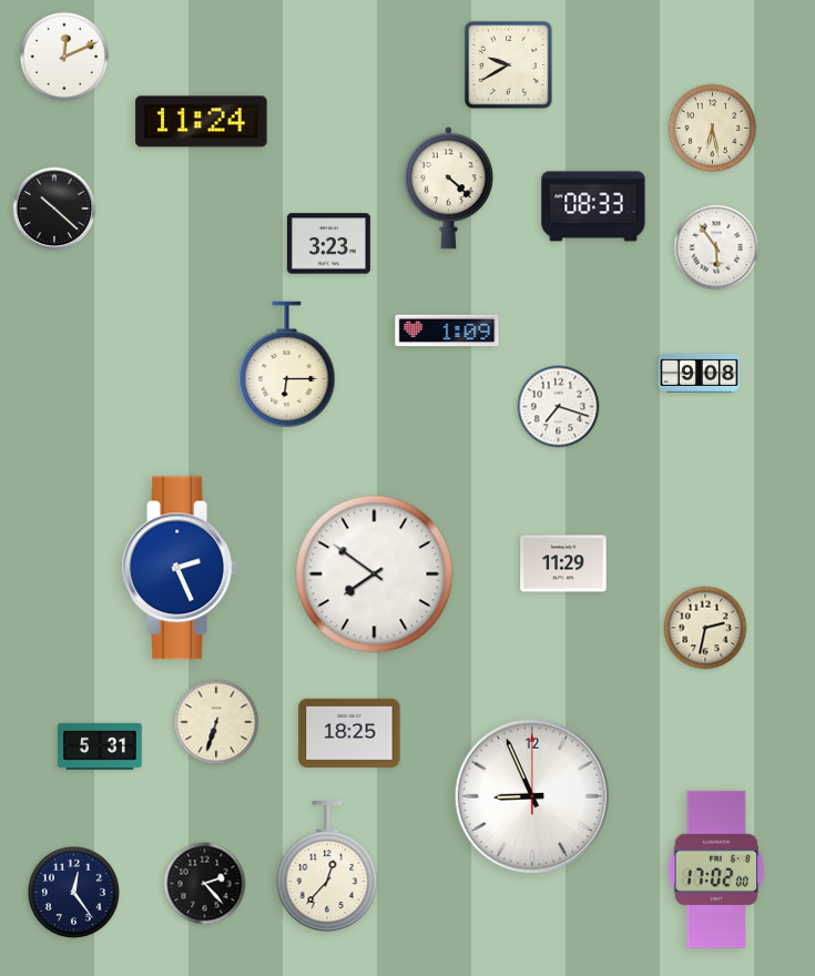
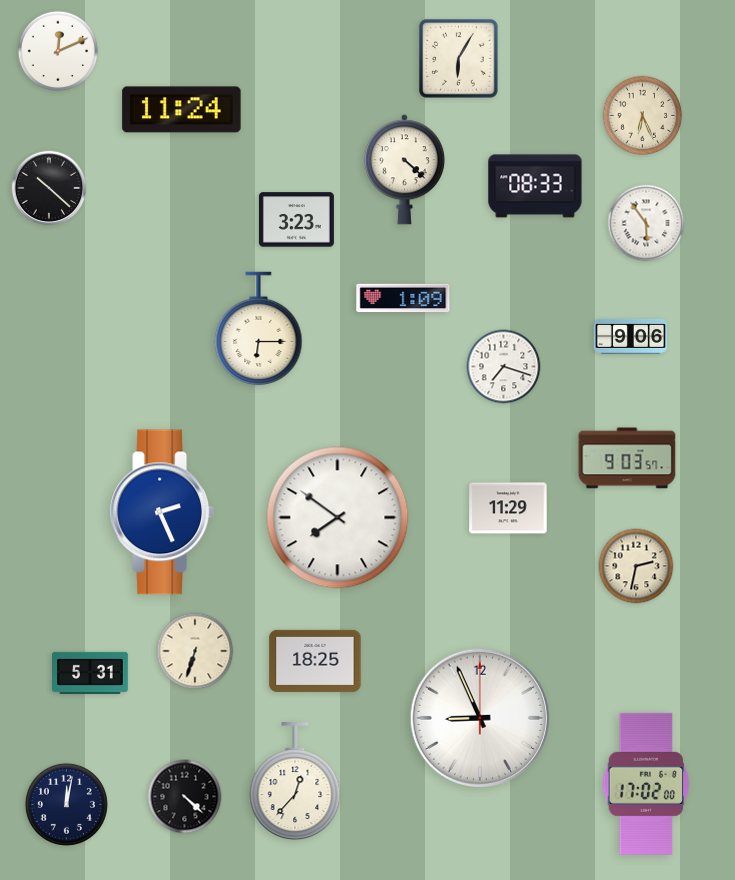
clock at (509, 65): 9:40 -> 6:05
clock at (713, 129): 6:28 -> 6:26
clock at (700, 373): 9:08 -> 9:06
clock at (627, 458): none -> 9:03
clock at (205, 884): 2:23 -> 4:22
clock at (73, 892): 12:24 -> 12:02
